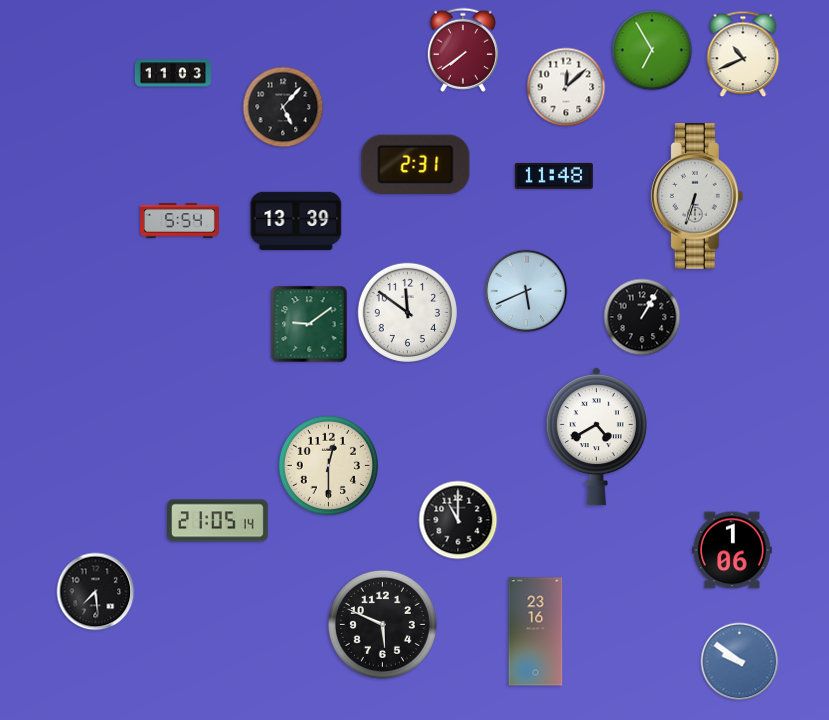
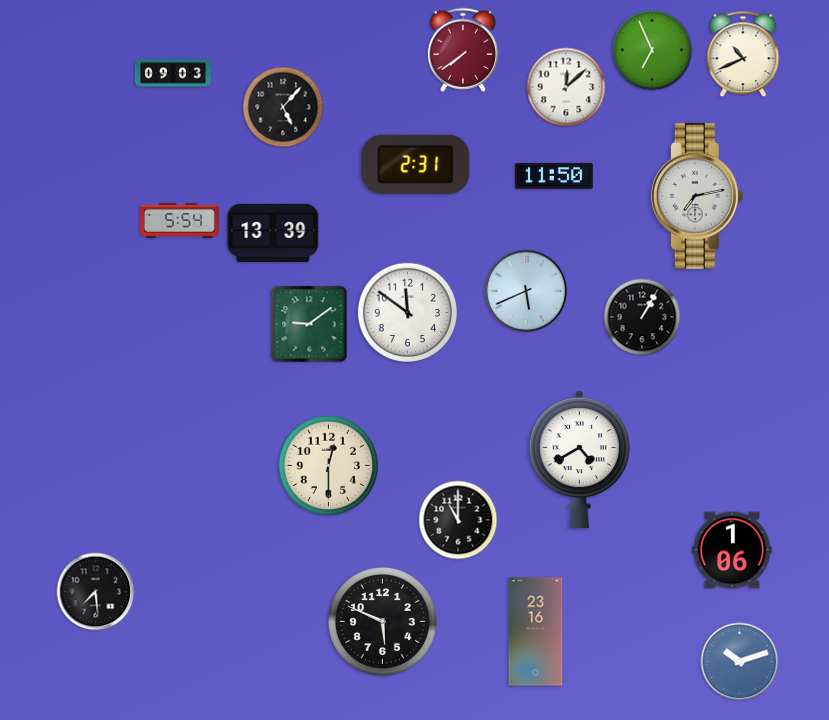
clock at (652, 50): 6:55 -> 6:56
clock at (173, 73): 11:03 -> 09:03
clock at (554, 176): 11:48 -> 11:50
clock at (697, 197): 6:33 -> 7:13
clock at (296, 221) position: (296, 221) -> (273, 233)
clock at (596, 437) position: (596, 437) -> (579, 460)
clock at (218, 521): 21:05 -> none
clock at (382, 624) position: (382, 624) -> (382, 621)
clock at (740, 662): 9:51 -> 10:12
